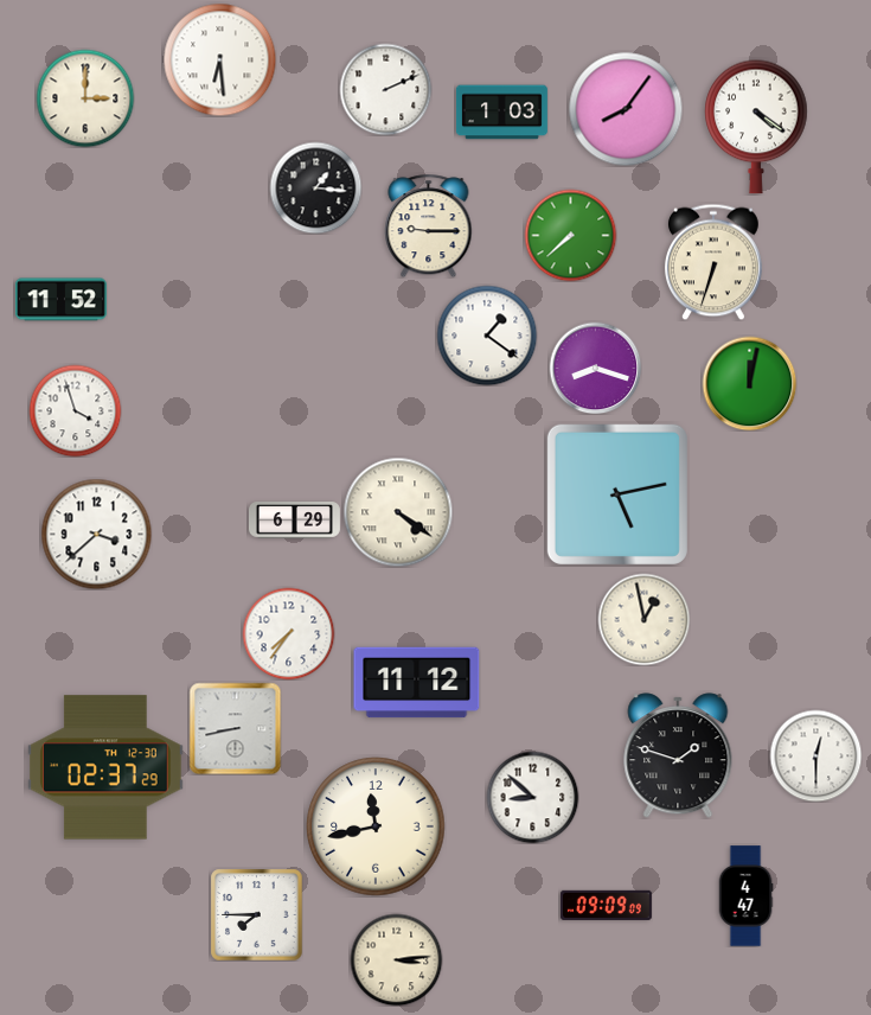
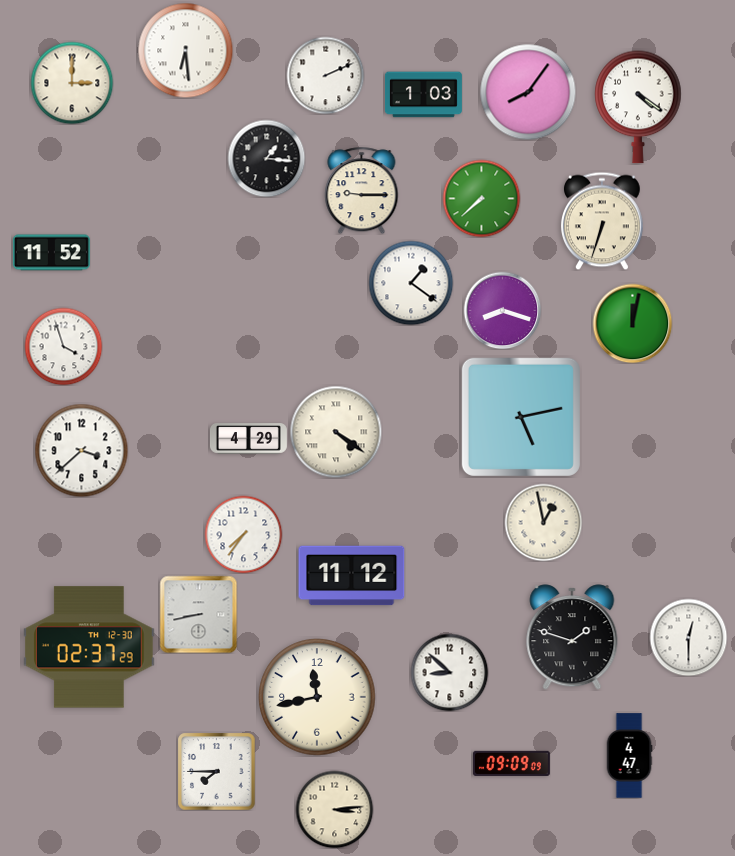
clock at (294, 521): 6:29 -> 4:29
